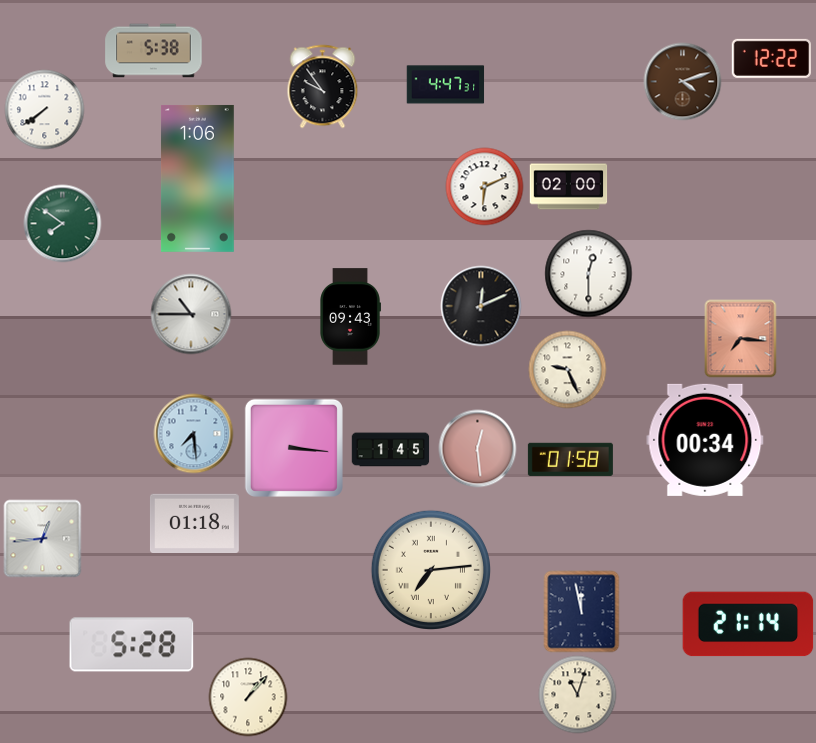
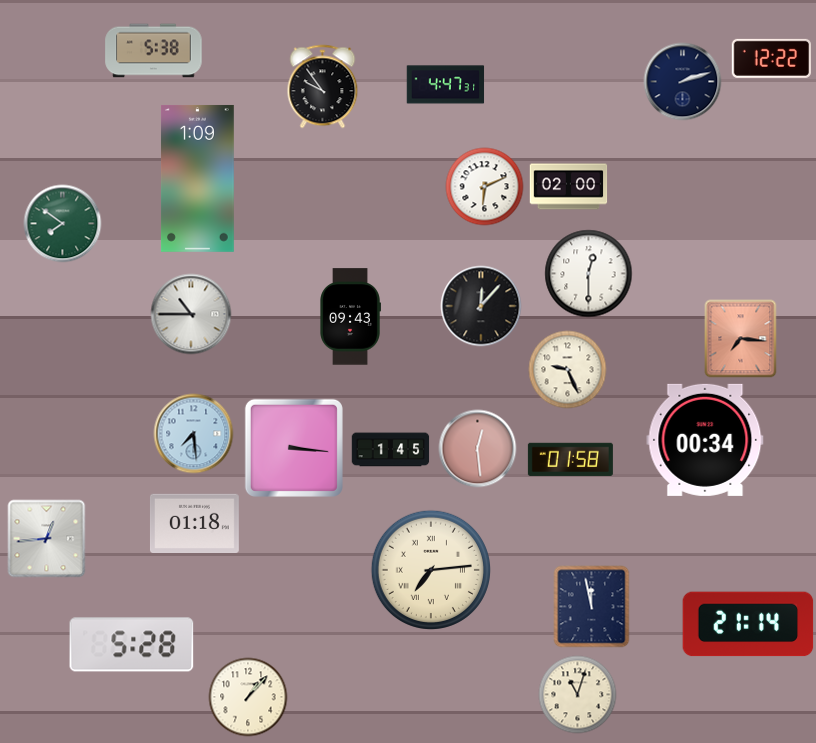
clock at (682, 81): 4:12 -> 2:12
clock at (682, 81) dial: brown -> navy
clock at (44, 109): 7:39 -> none
clock at (197, 178): 1:06 -> 1:09
clock at (481, 306): 12:11 -> 12:07
clock at (42, 538) position: (42, 538) -> (46, 538)
clock at (582, 611) position: (582, 611) -> (592, 606)
